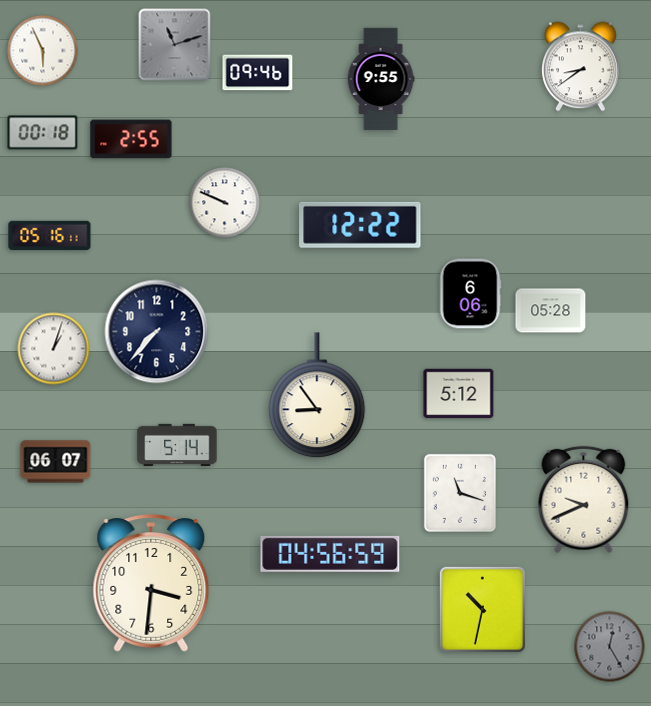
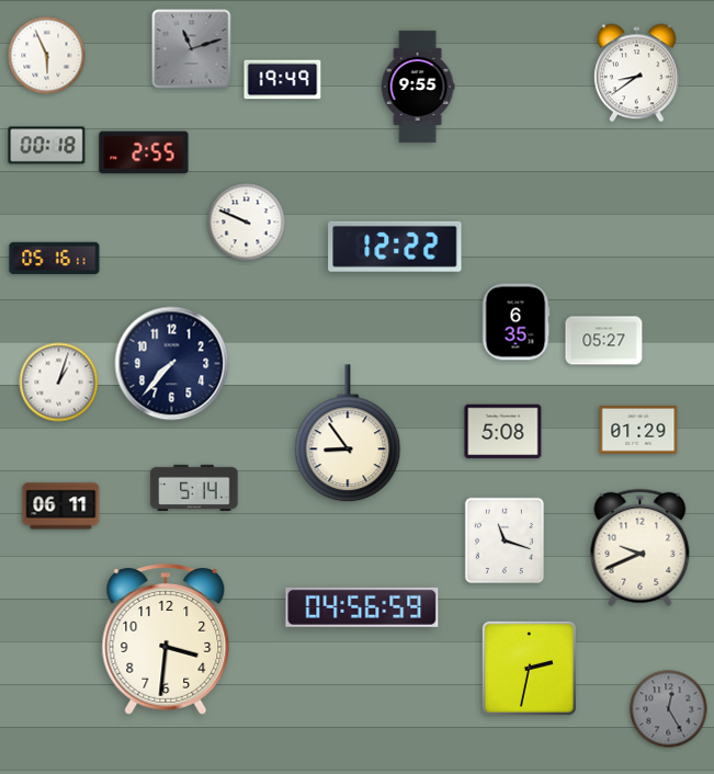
clock at (258, 73): 09:46 -> 19:49
clock at (470, 294): 6:06 -> 6:35
clock at (551, 311): 05:28 -> 05:27
clock at (638, 430): none -> 01:29
clock at (459, 394): 5:12 -> 5:08
clock at (56, 462): 06:07 -> 06:11
clock at (482, 609): 10:32 -> 2:32
